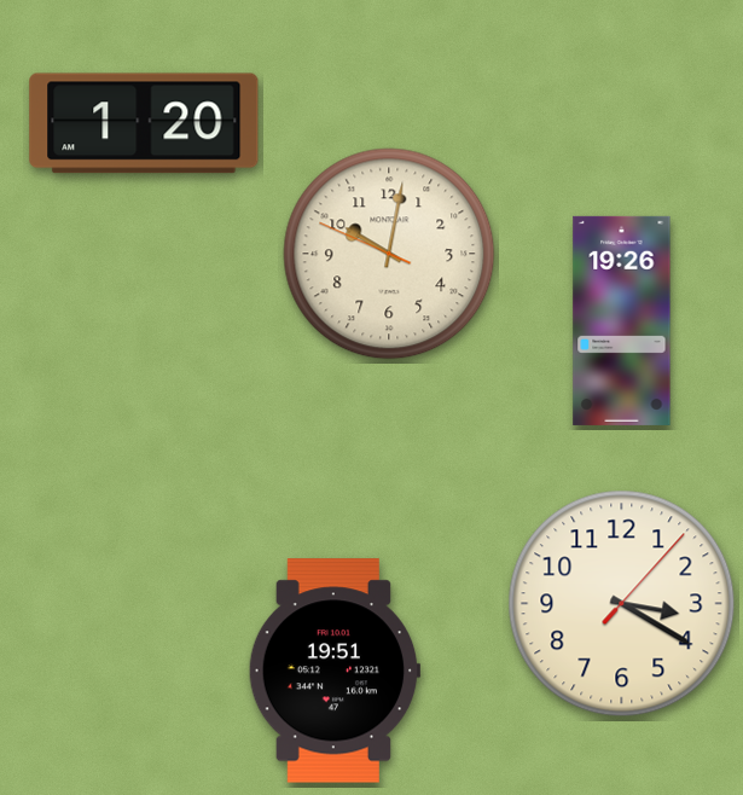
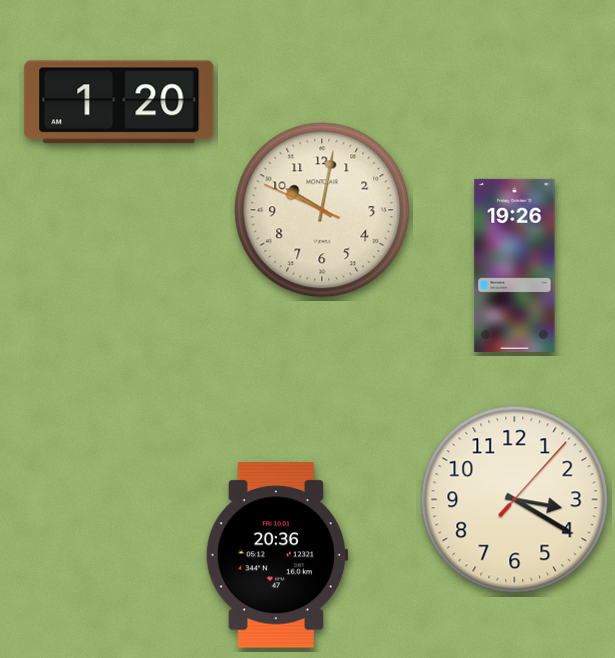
clock at (335, 671): 19:51 -> 20:36
